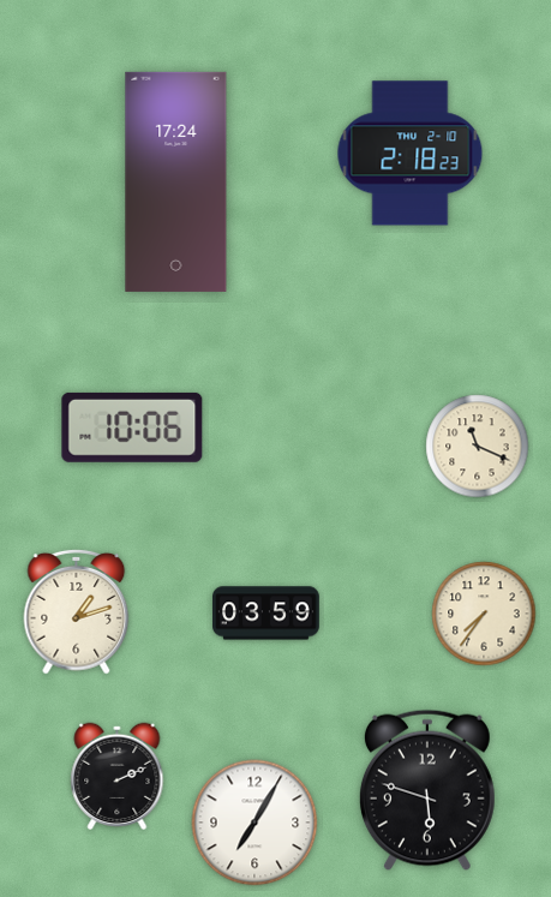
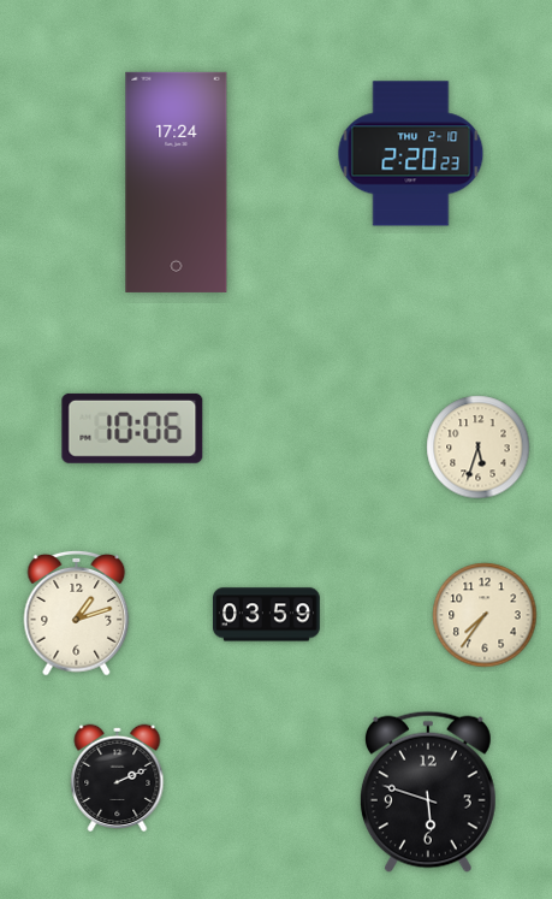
clock at (411, 154): 2:18 -> 2:20
clock at (478, 447): 11:19 -> 5:33
clock at (254, 823): 7:05 -> none
